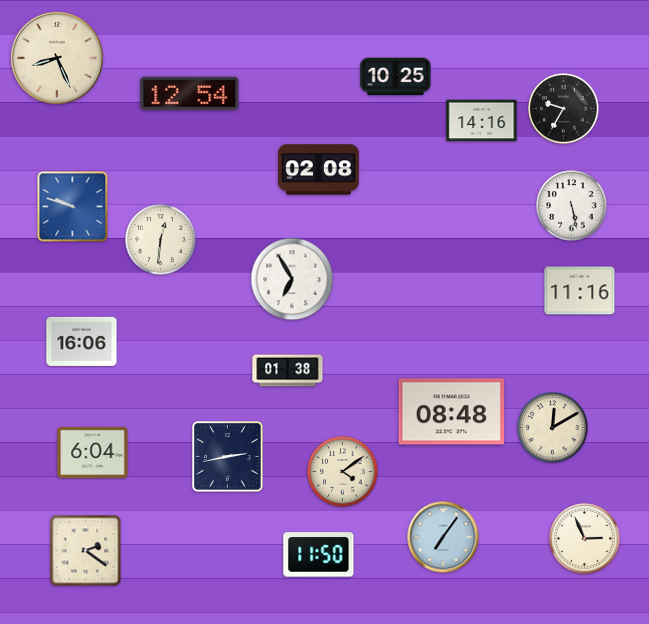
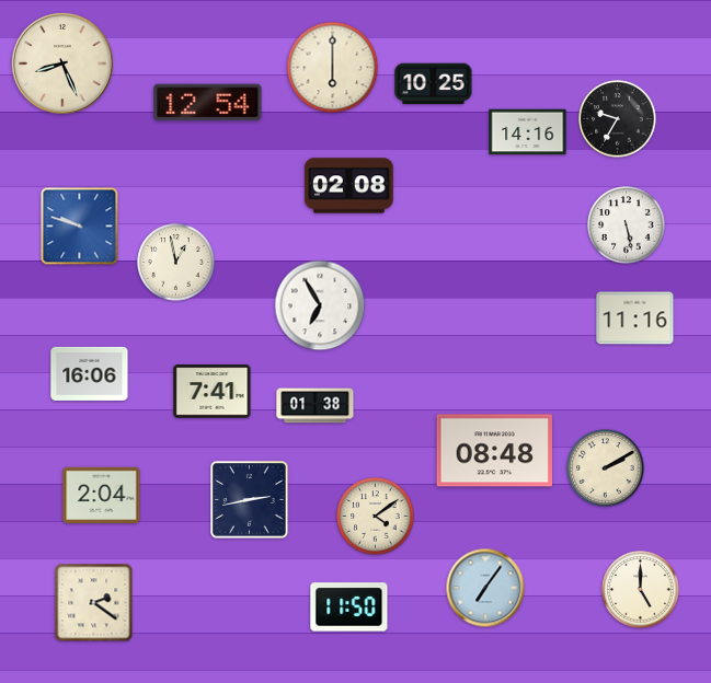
clock at (333, 68): none -> 6:00
clock at (161, 240): 12:31 -> 12:58
clock at (213, 392): none -> 7:41
clock at (553, 428): 12:10 -> 2:10
clock at (93, 452): 6:04 -> 2:04
clock at (585, 539): 2:56 -> 5:00
